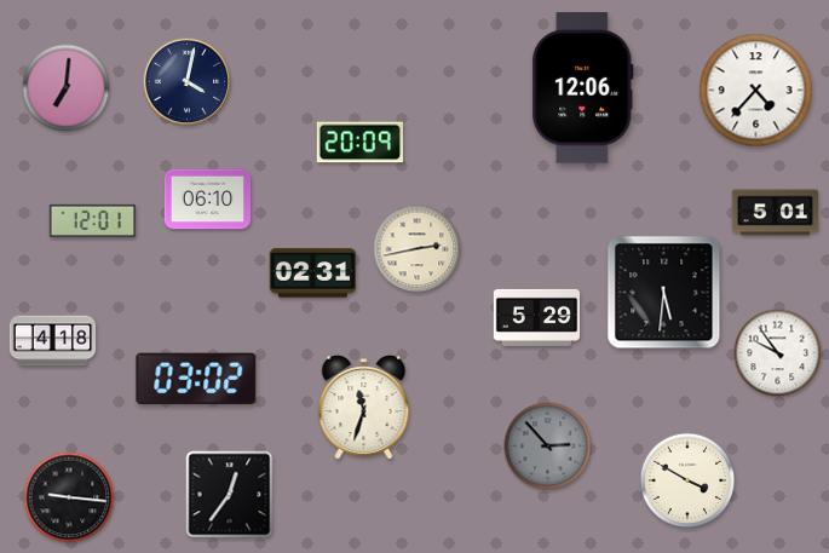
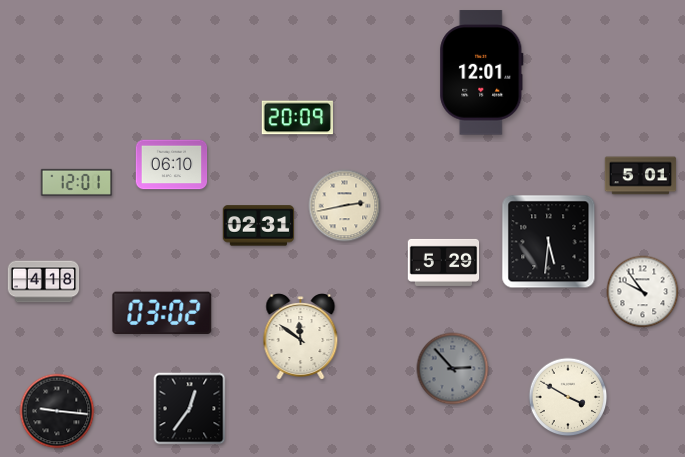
clock at (188, 82): 4:02 -> none
clock at (67, 88): 7:01 -> none
clock at (583, 88): 12:06 -> 12:01
clock at (756, 91): 4:37 -> none
clock at (364, 408): 11:33 -> 11:51
